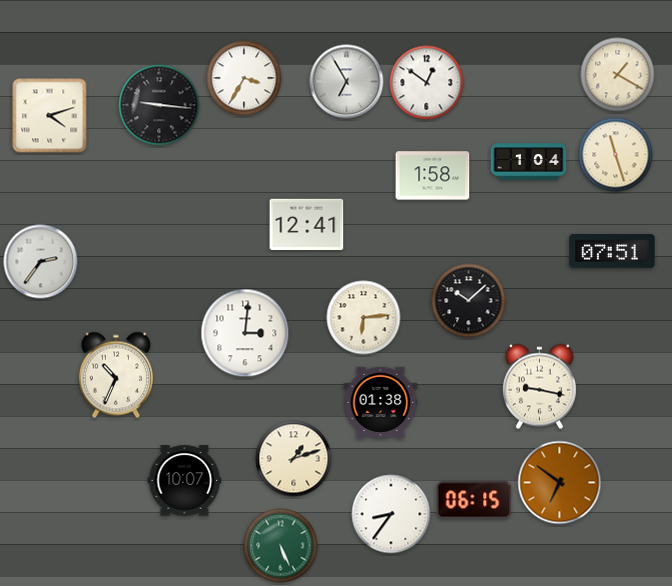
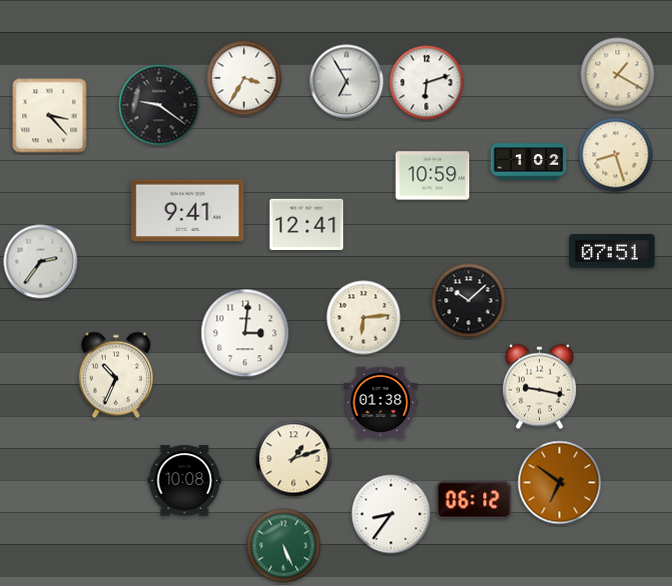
clock at (427, 83): 12:51 -> 6:12
clock at (159, 105): 9:16 -> 9:21
clock at (50, 116): 4:12 -> 3:23
clock at (616, 155): 11:27 -> 8:27
clock at (529, 162): 1:04 -> 1:02
clock at (433, 176): 1:58 -> 10:59
clock at (188, 211): none -> 9:41
clock at (185, 481): 10:07 -> 10:08
clock at (474, 500): 06:15 -> 06:12
clock at (281, 546) position: (281, 546) -> (284, 546)
